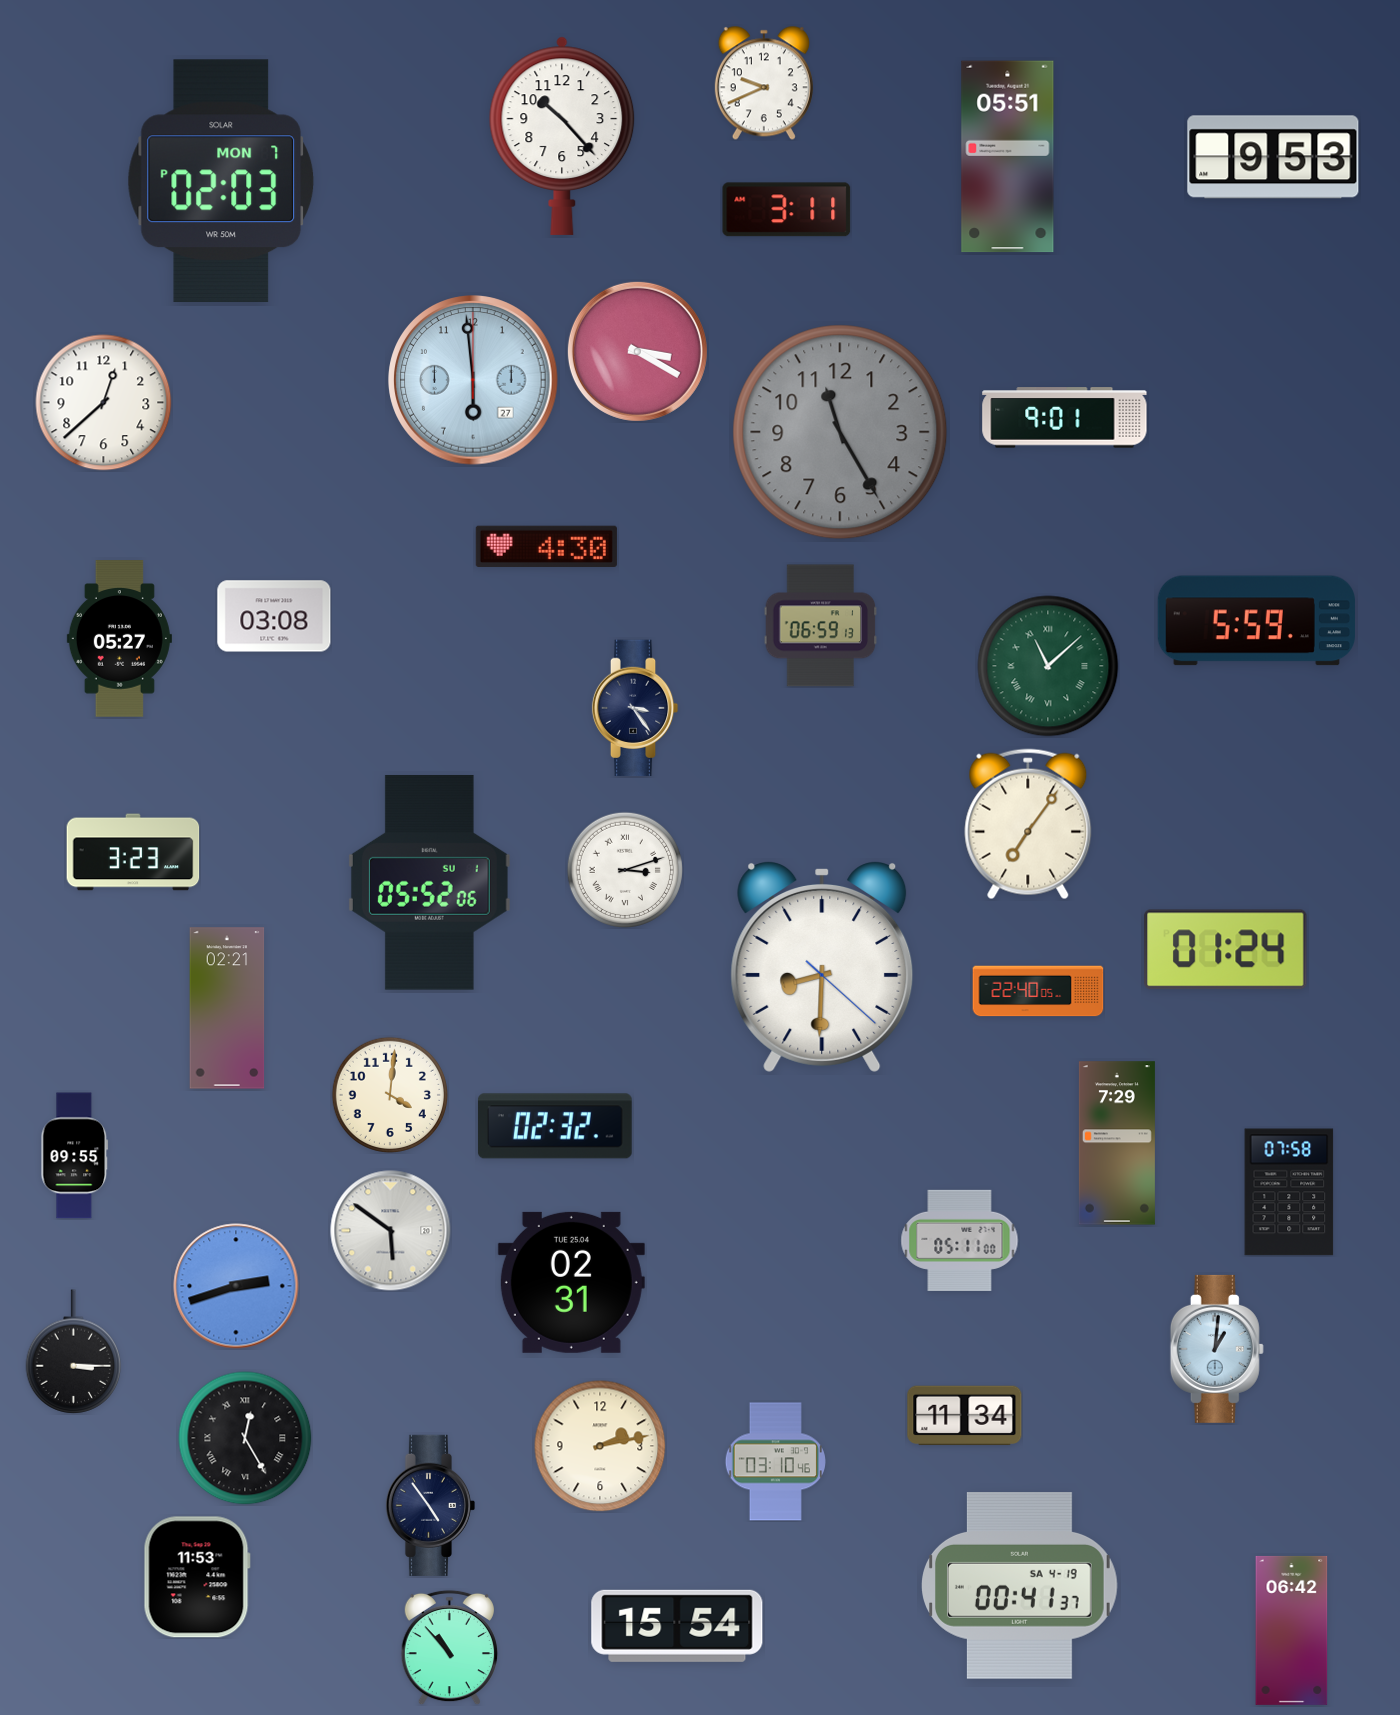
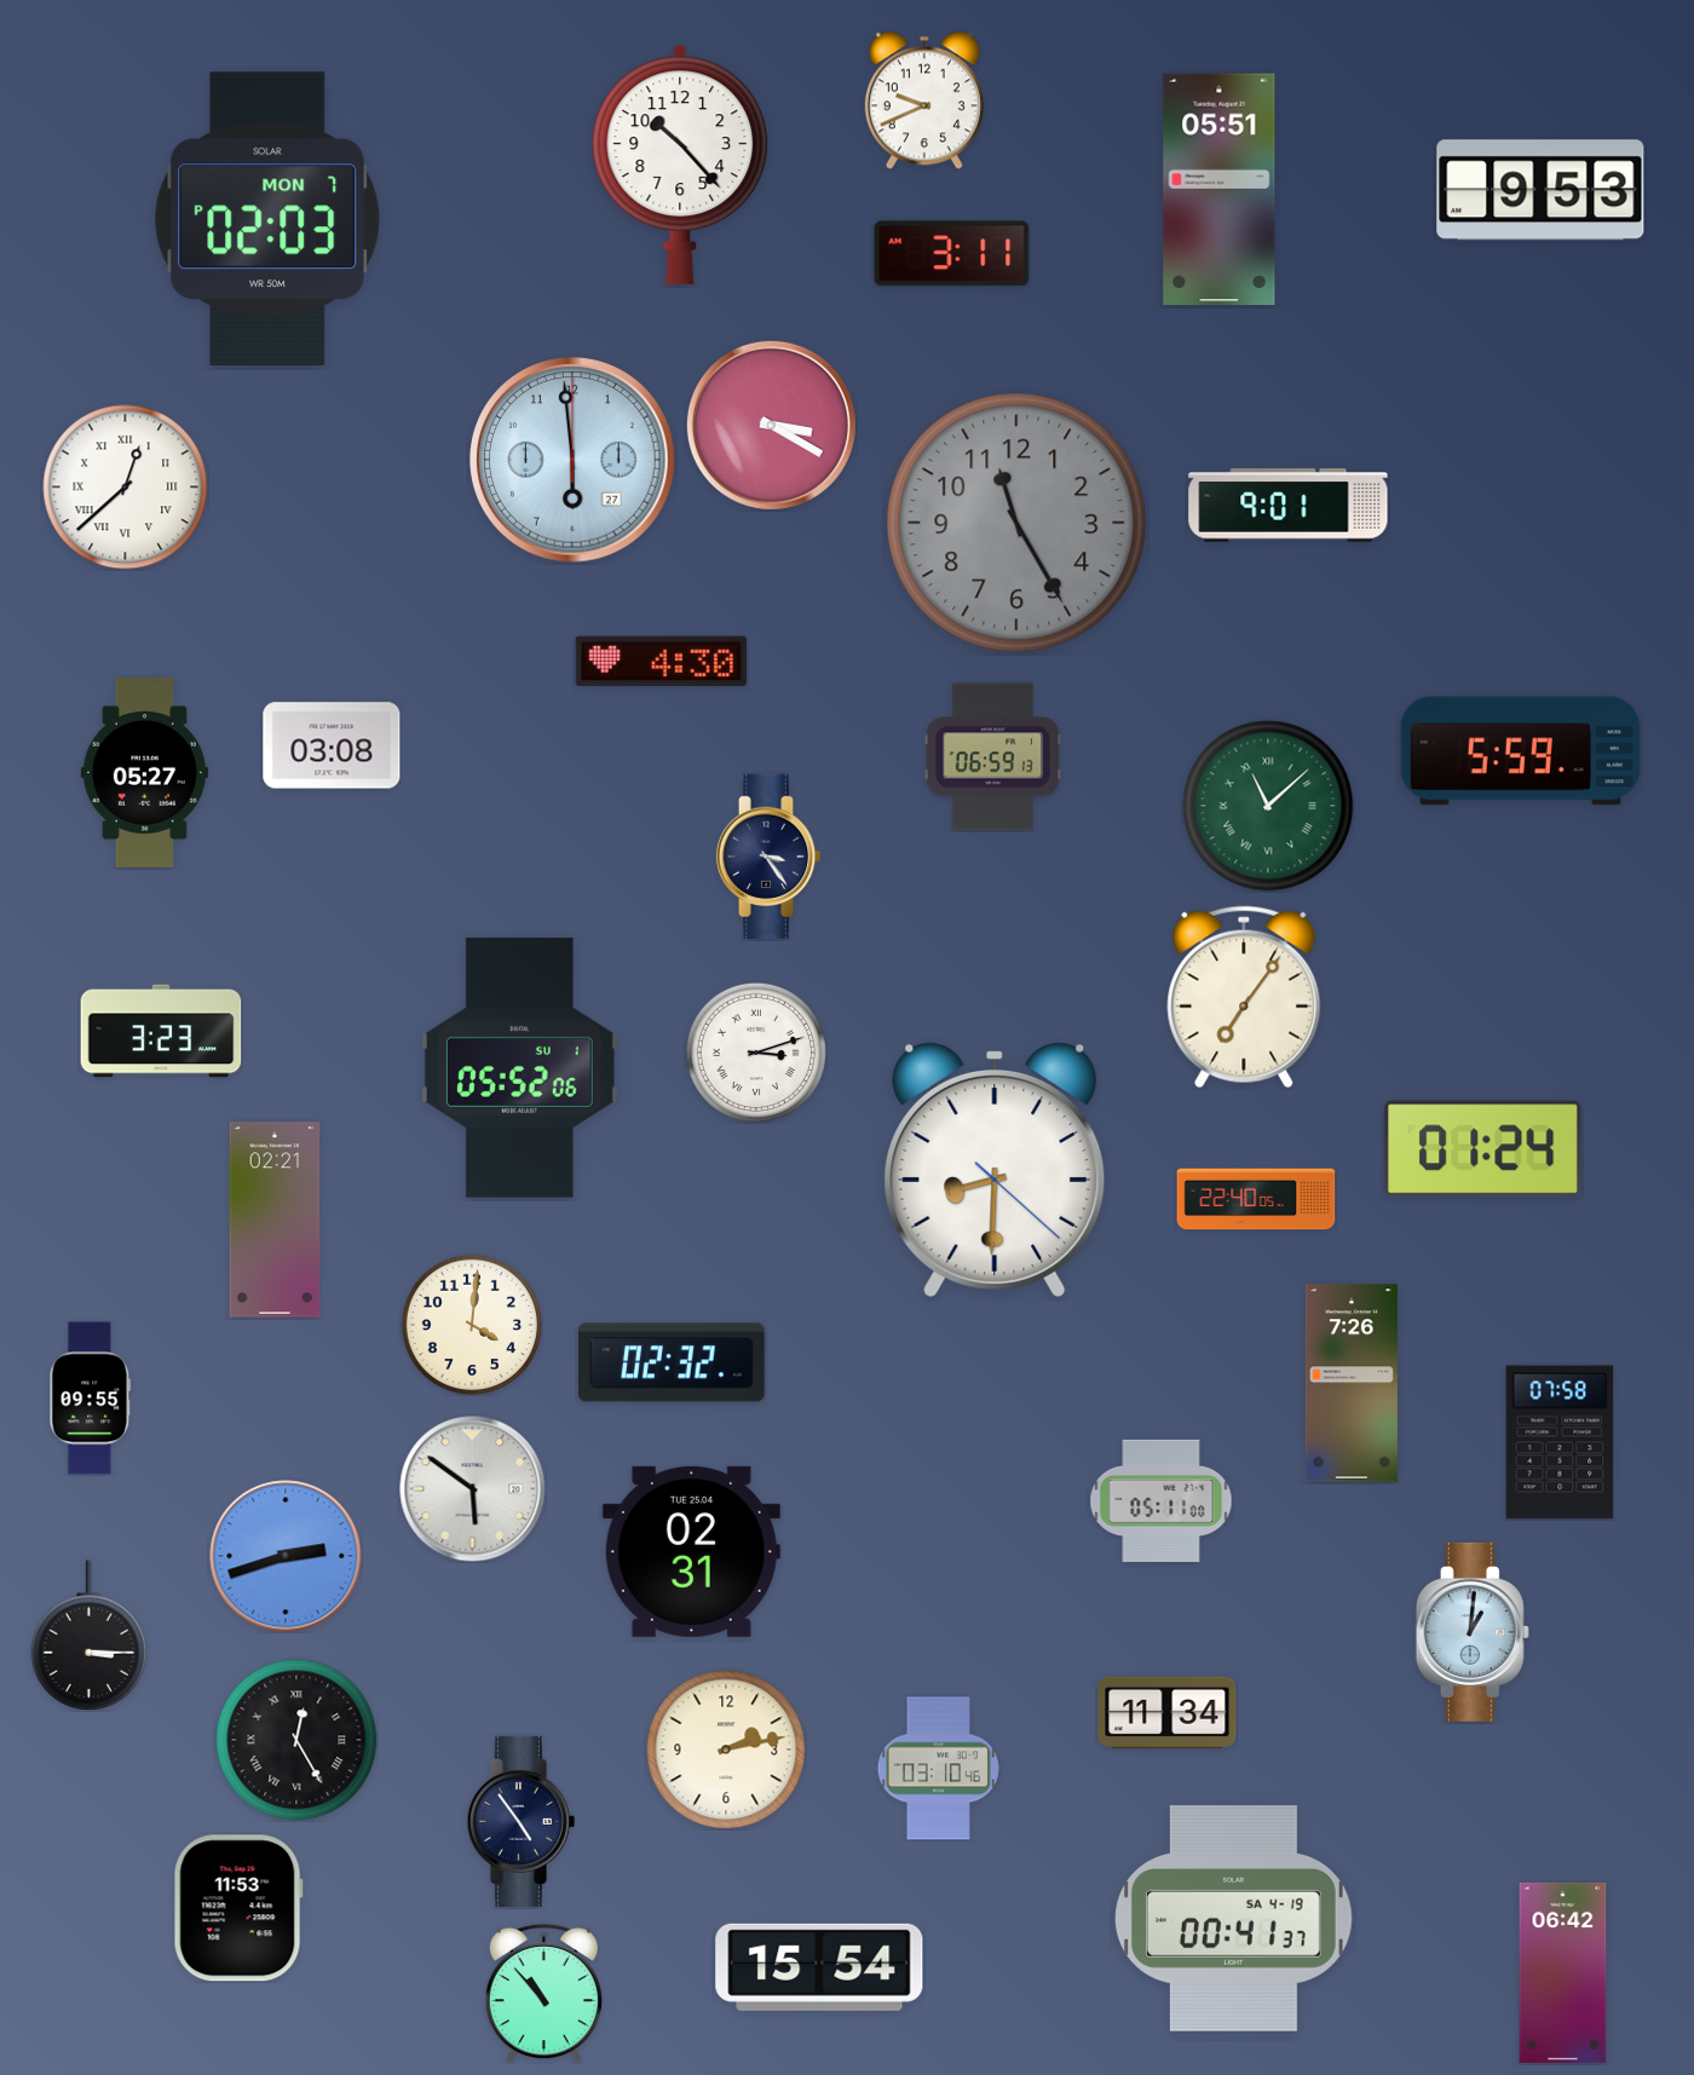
clock at (104, 403) numerals: Arabic -> Roman
clock at (1117, 1143): 7:29 -> 7:26
